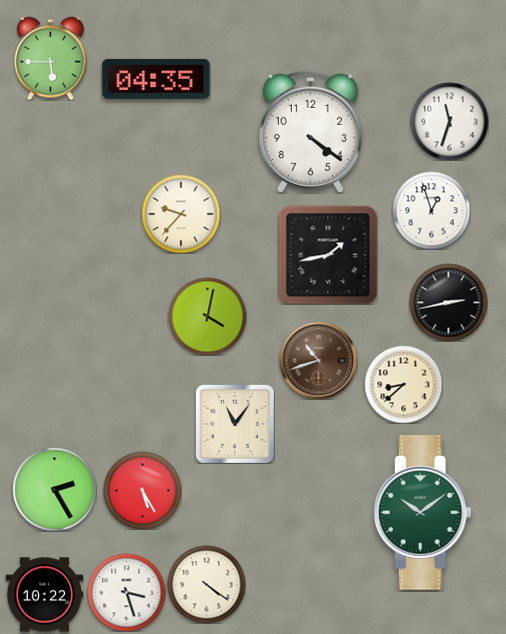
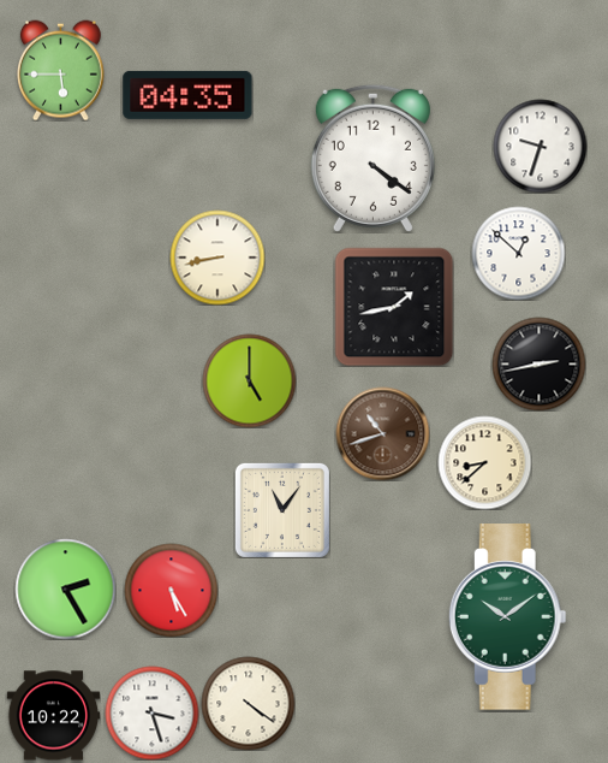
clock at (449, 121): 11:33 -> 9:33
clock at (431, 210): 12:57 -> 12:52
clock at (181, 214): 9:37 -> 8:43
clock at (207, 316): 4:02 -> 5:00
